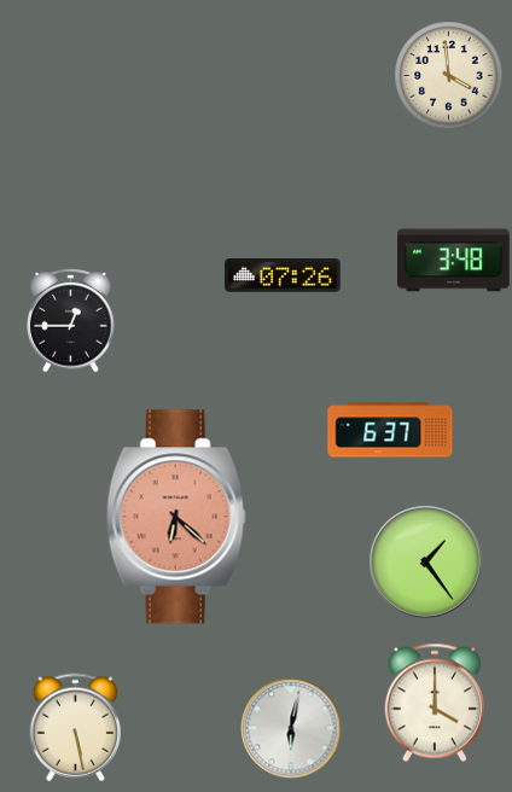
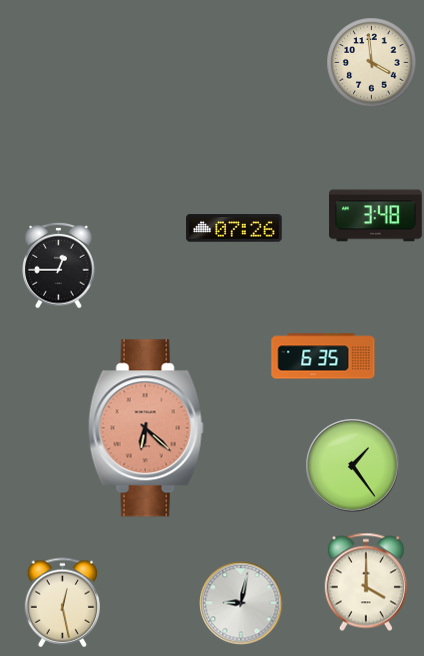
clock at (390, 430): 6:37 -> 6:35
clock at (435, 703) position: (435, 703) -> (366, 582)
clock at (76, 728): 5:28 -> 12:28
clock at (291, 728): 6:02 -> 9:02
